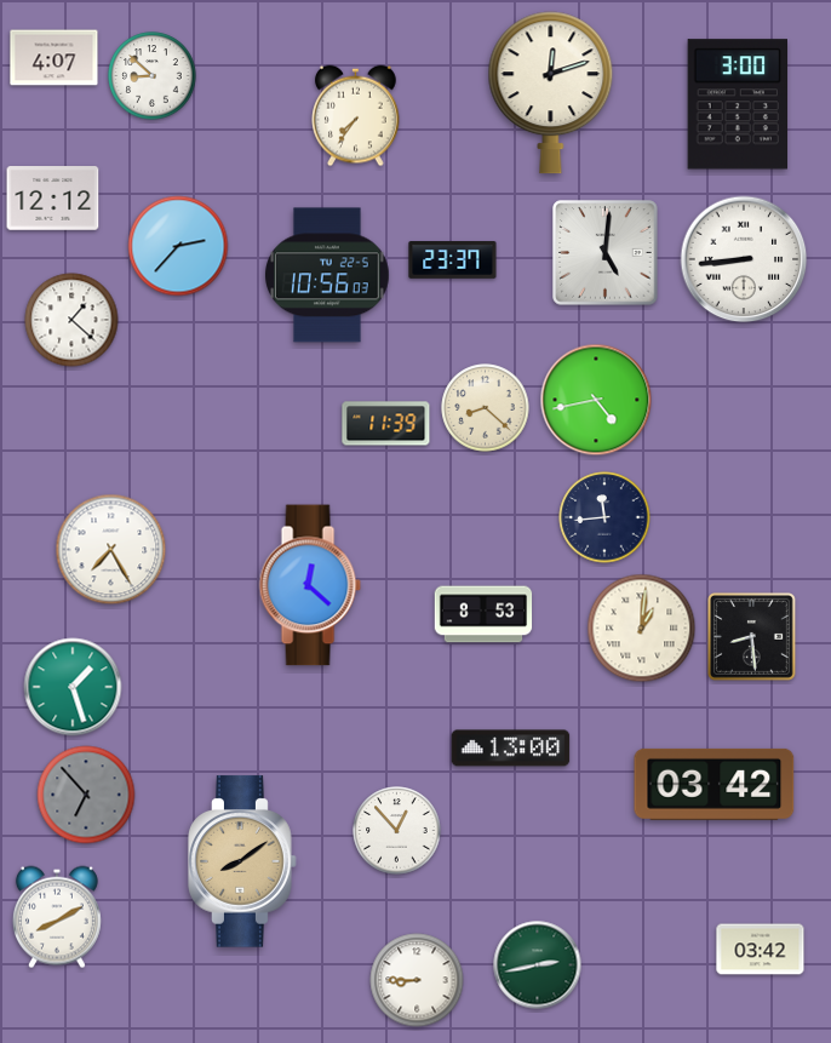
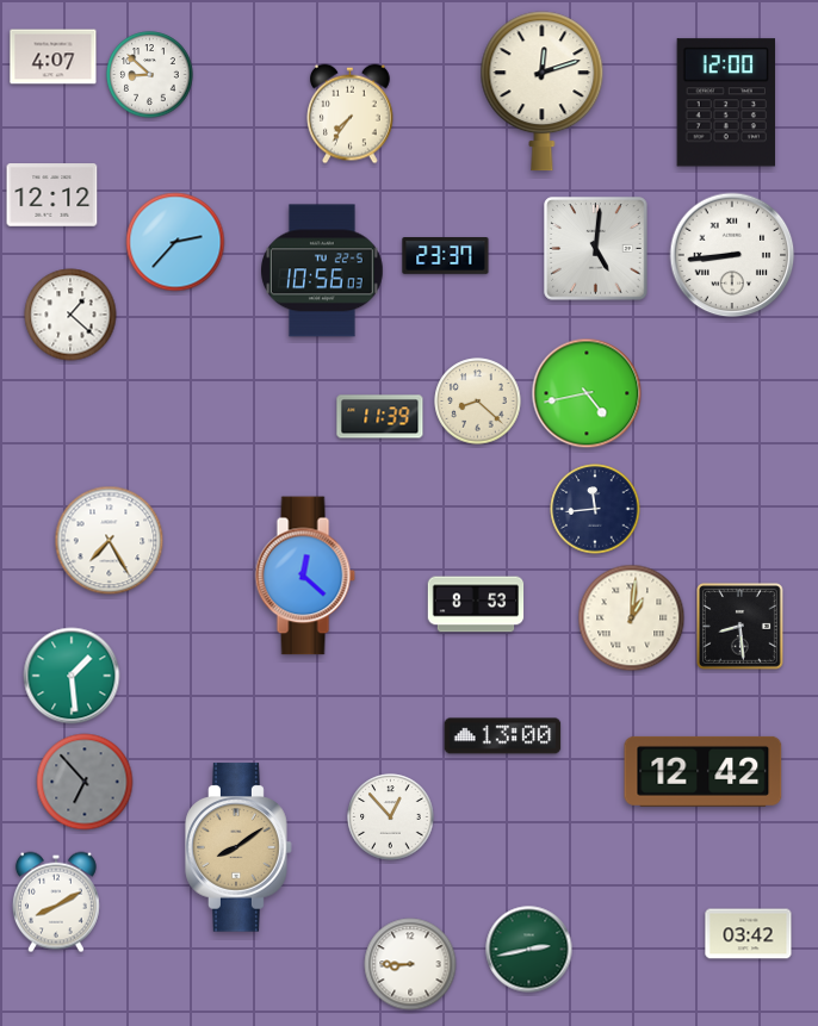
clock at (737, 104): 3:00 -> 12:00
clock at (73, 687): 1:27 -> 1:29
clock at (715, 784): 03:42 -> 12:42
